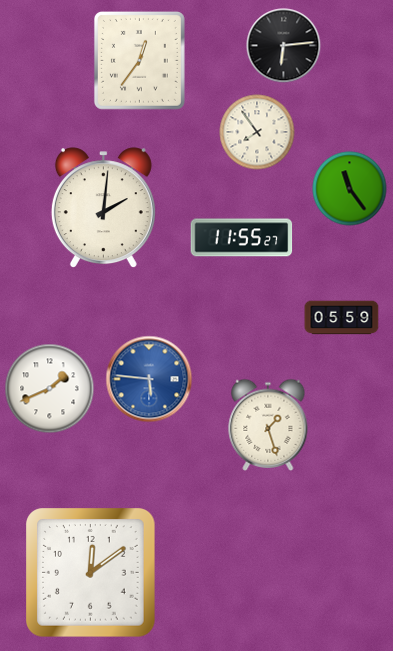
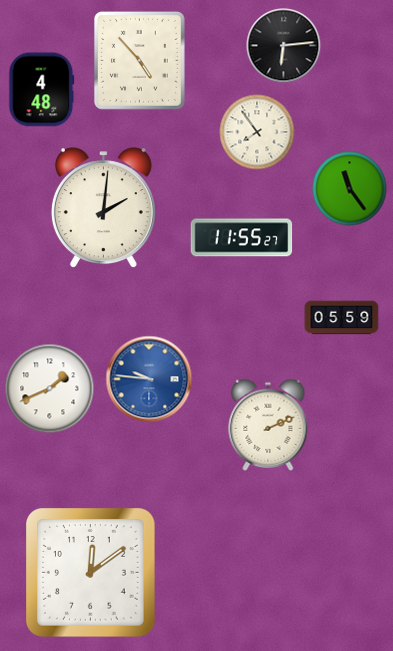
clock at (139, 60): 12:36 -> 4:53
clock at (42, 90): none -> 4:48
clock at (149, 379): 5:46 -> 9:46
clock at (268, 425): 1:27 -> 2:11
